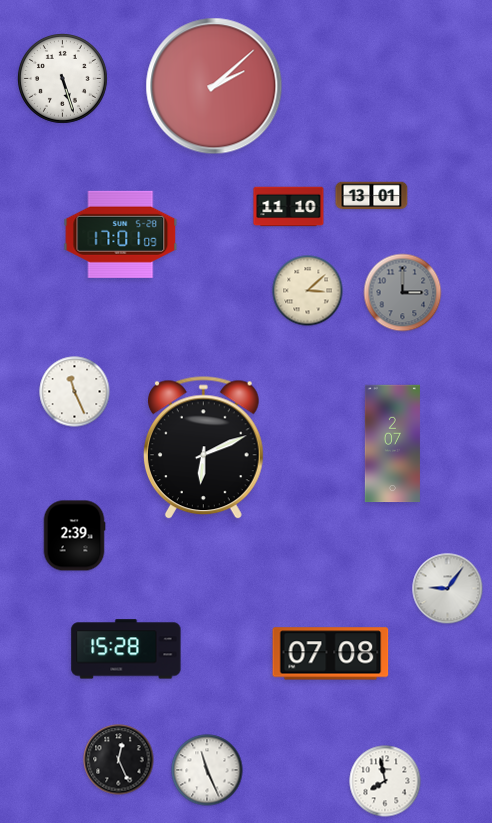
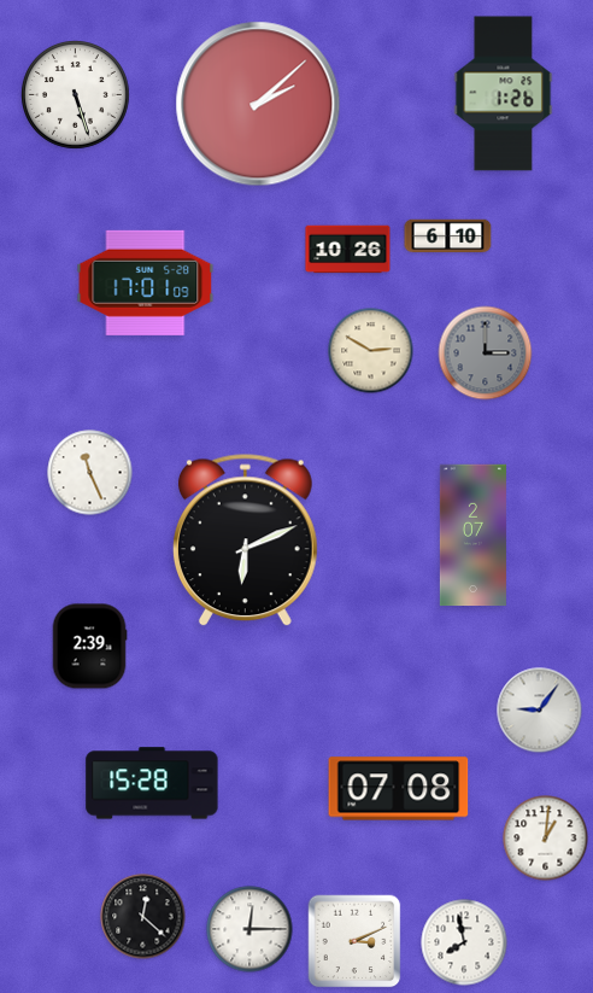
clock at (504, 94): none -> 1:26
clock at (372, 196): 13:01 -> 6:10
clock at (289, 207): 11:10 -> 10:26
clock at (308, 291): 3:08 -> 2:50
clock at (546, 839): none -> 1:01
clock at (119, 760): 12:26 -> 12:22
clock at (207, 770): 11:26 -> 12:15
clock at (354, 941): none -> 3:11
